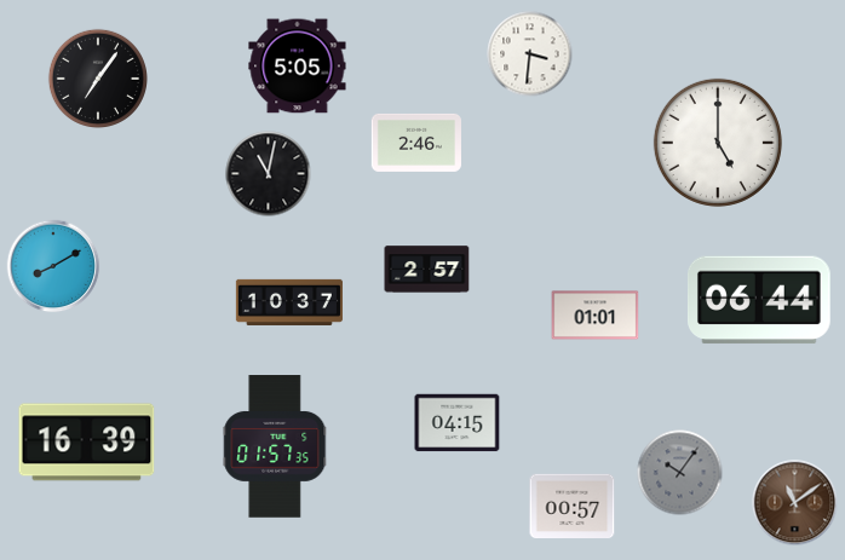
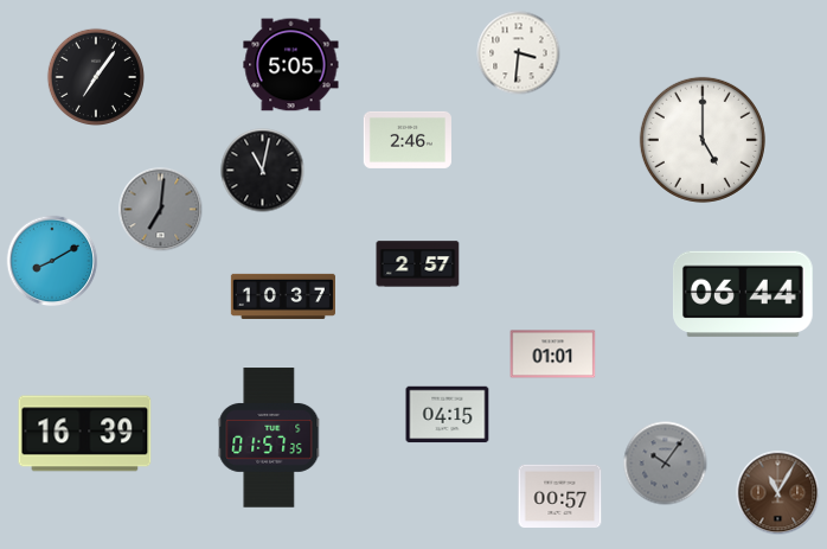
clock at (161, 210): none -> 7:01
clock at (596, 316) position: (596, 316) -> (553, 355)
clock at (795, 503): 11:09 -> 11:05
